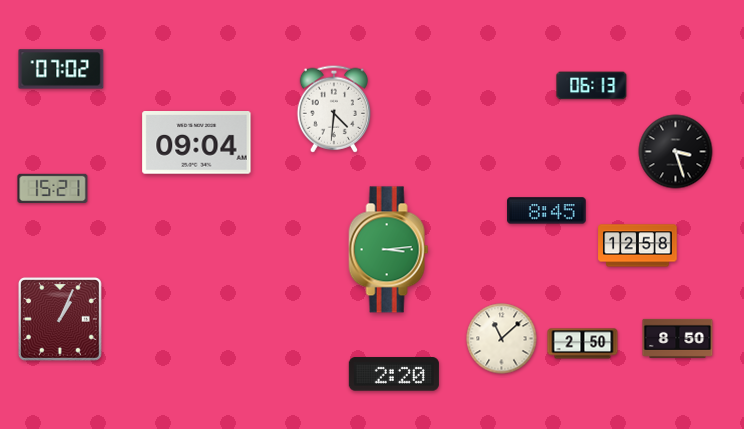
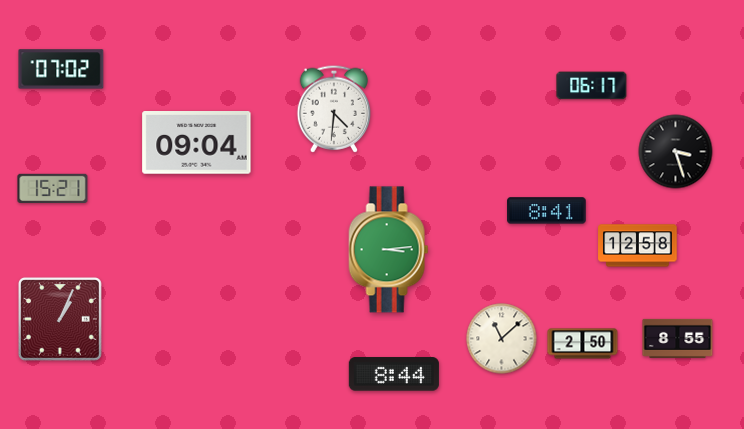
clock at (592, 86): 06:13 -> 06:17
clock at (547, 211): 8:45 -> 8:41
clock at (678, 338): 8:50 -> 8:55
clock at (394, 374): 2:20 -> 8:44
